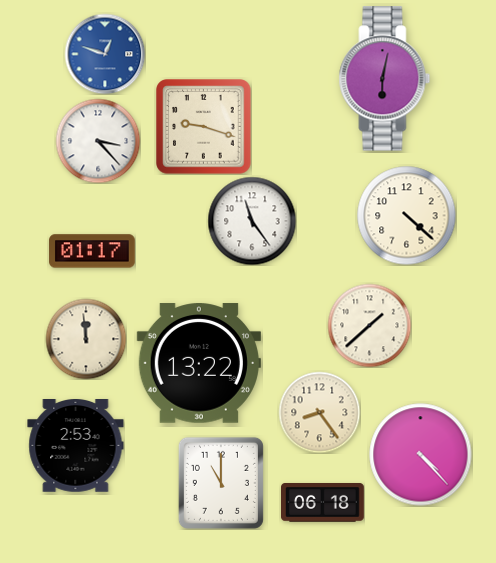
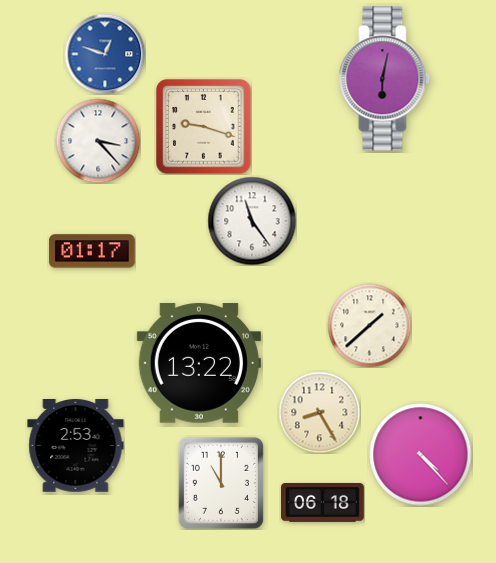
clock at (407, 216): 4:22 -> none
clock at (86, 339): 11:59 -> none
clock at (319, 412): 8:24 -> 8:25
